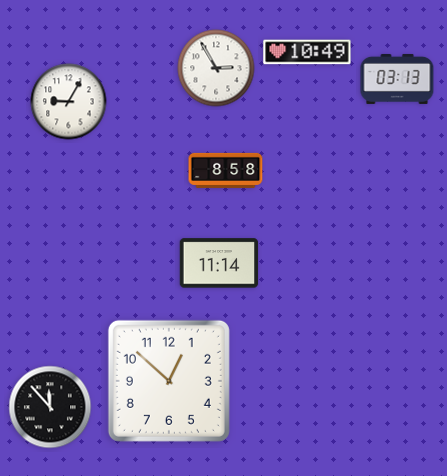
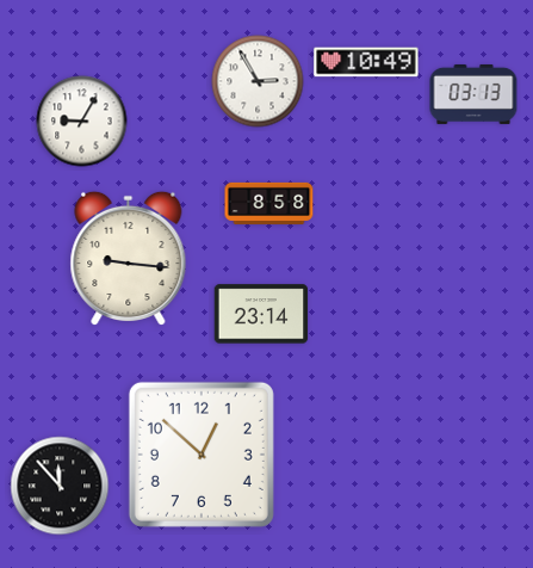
clock at (129, 258): none -> 9:16
clock at (219, 263): 11:14 -> 23:14
